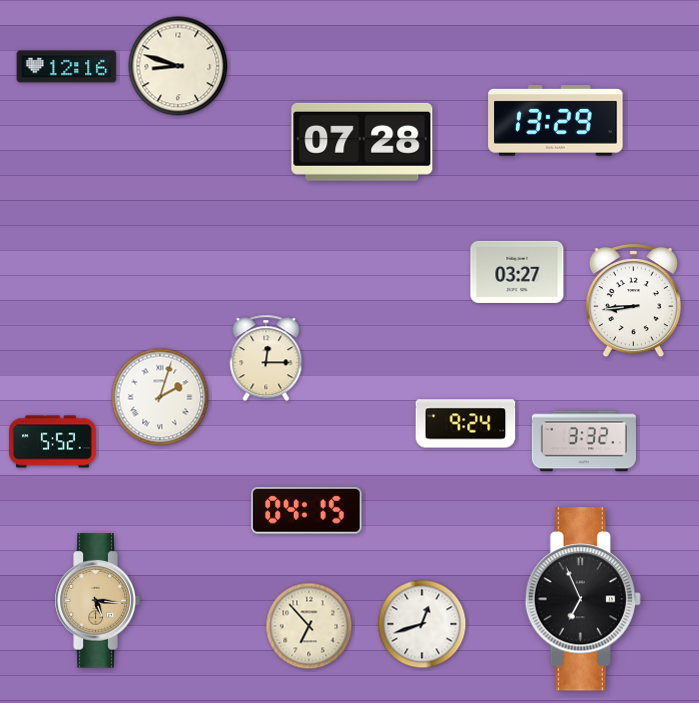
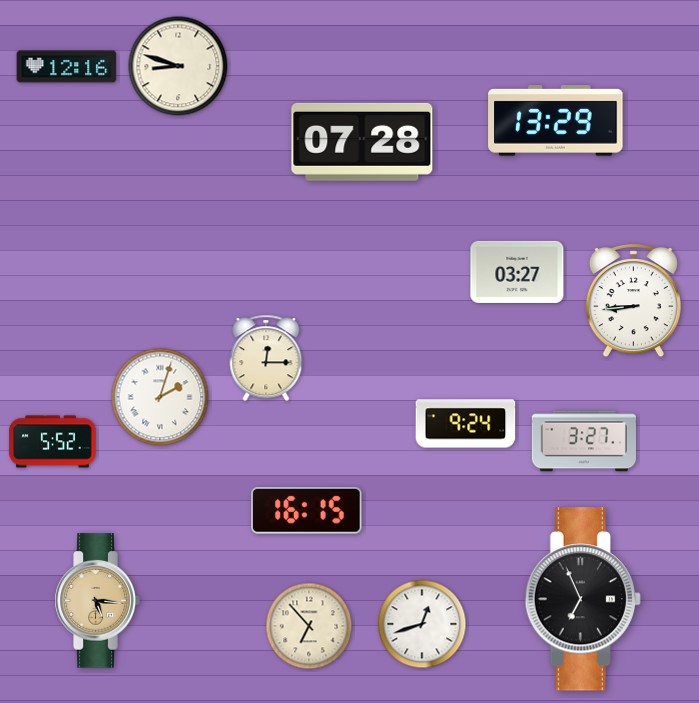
clock at (584, 441): 3:32 -> 3:27
clock at (307, 510): 04:15 -> 16:15
